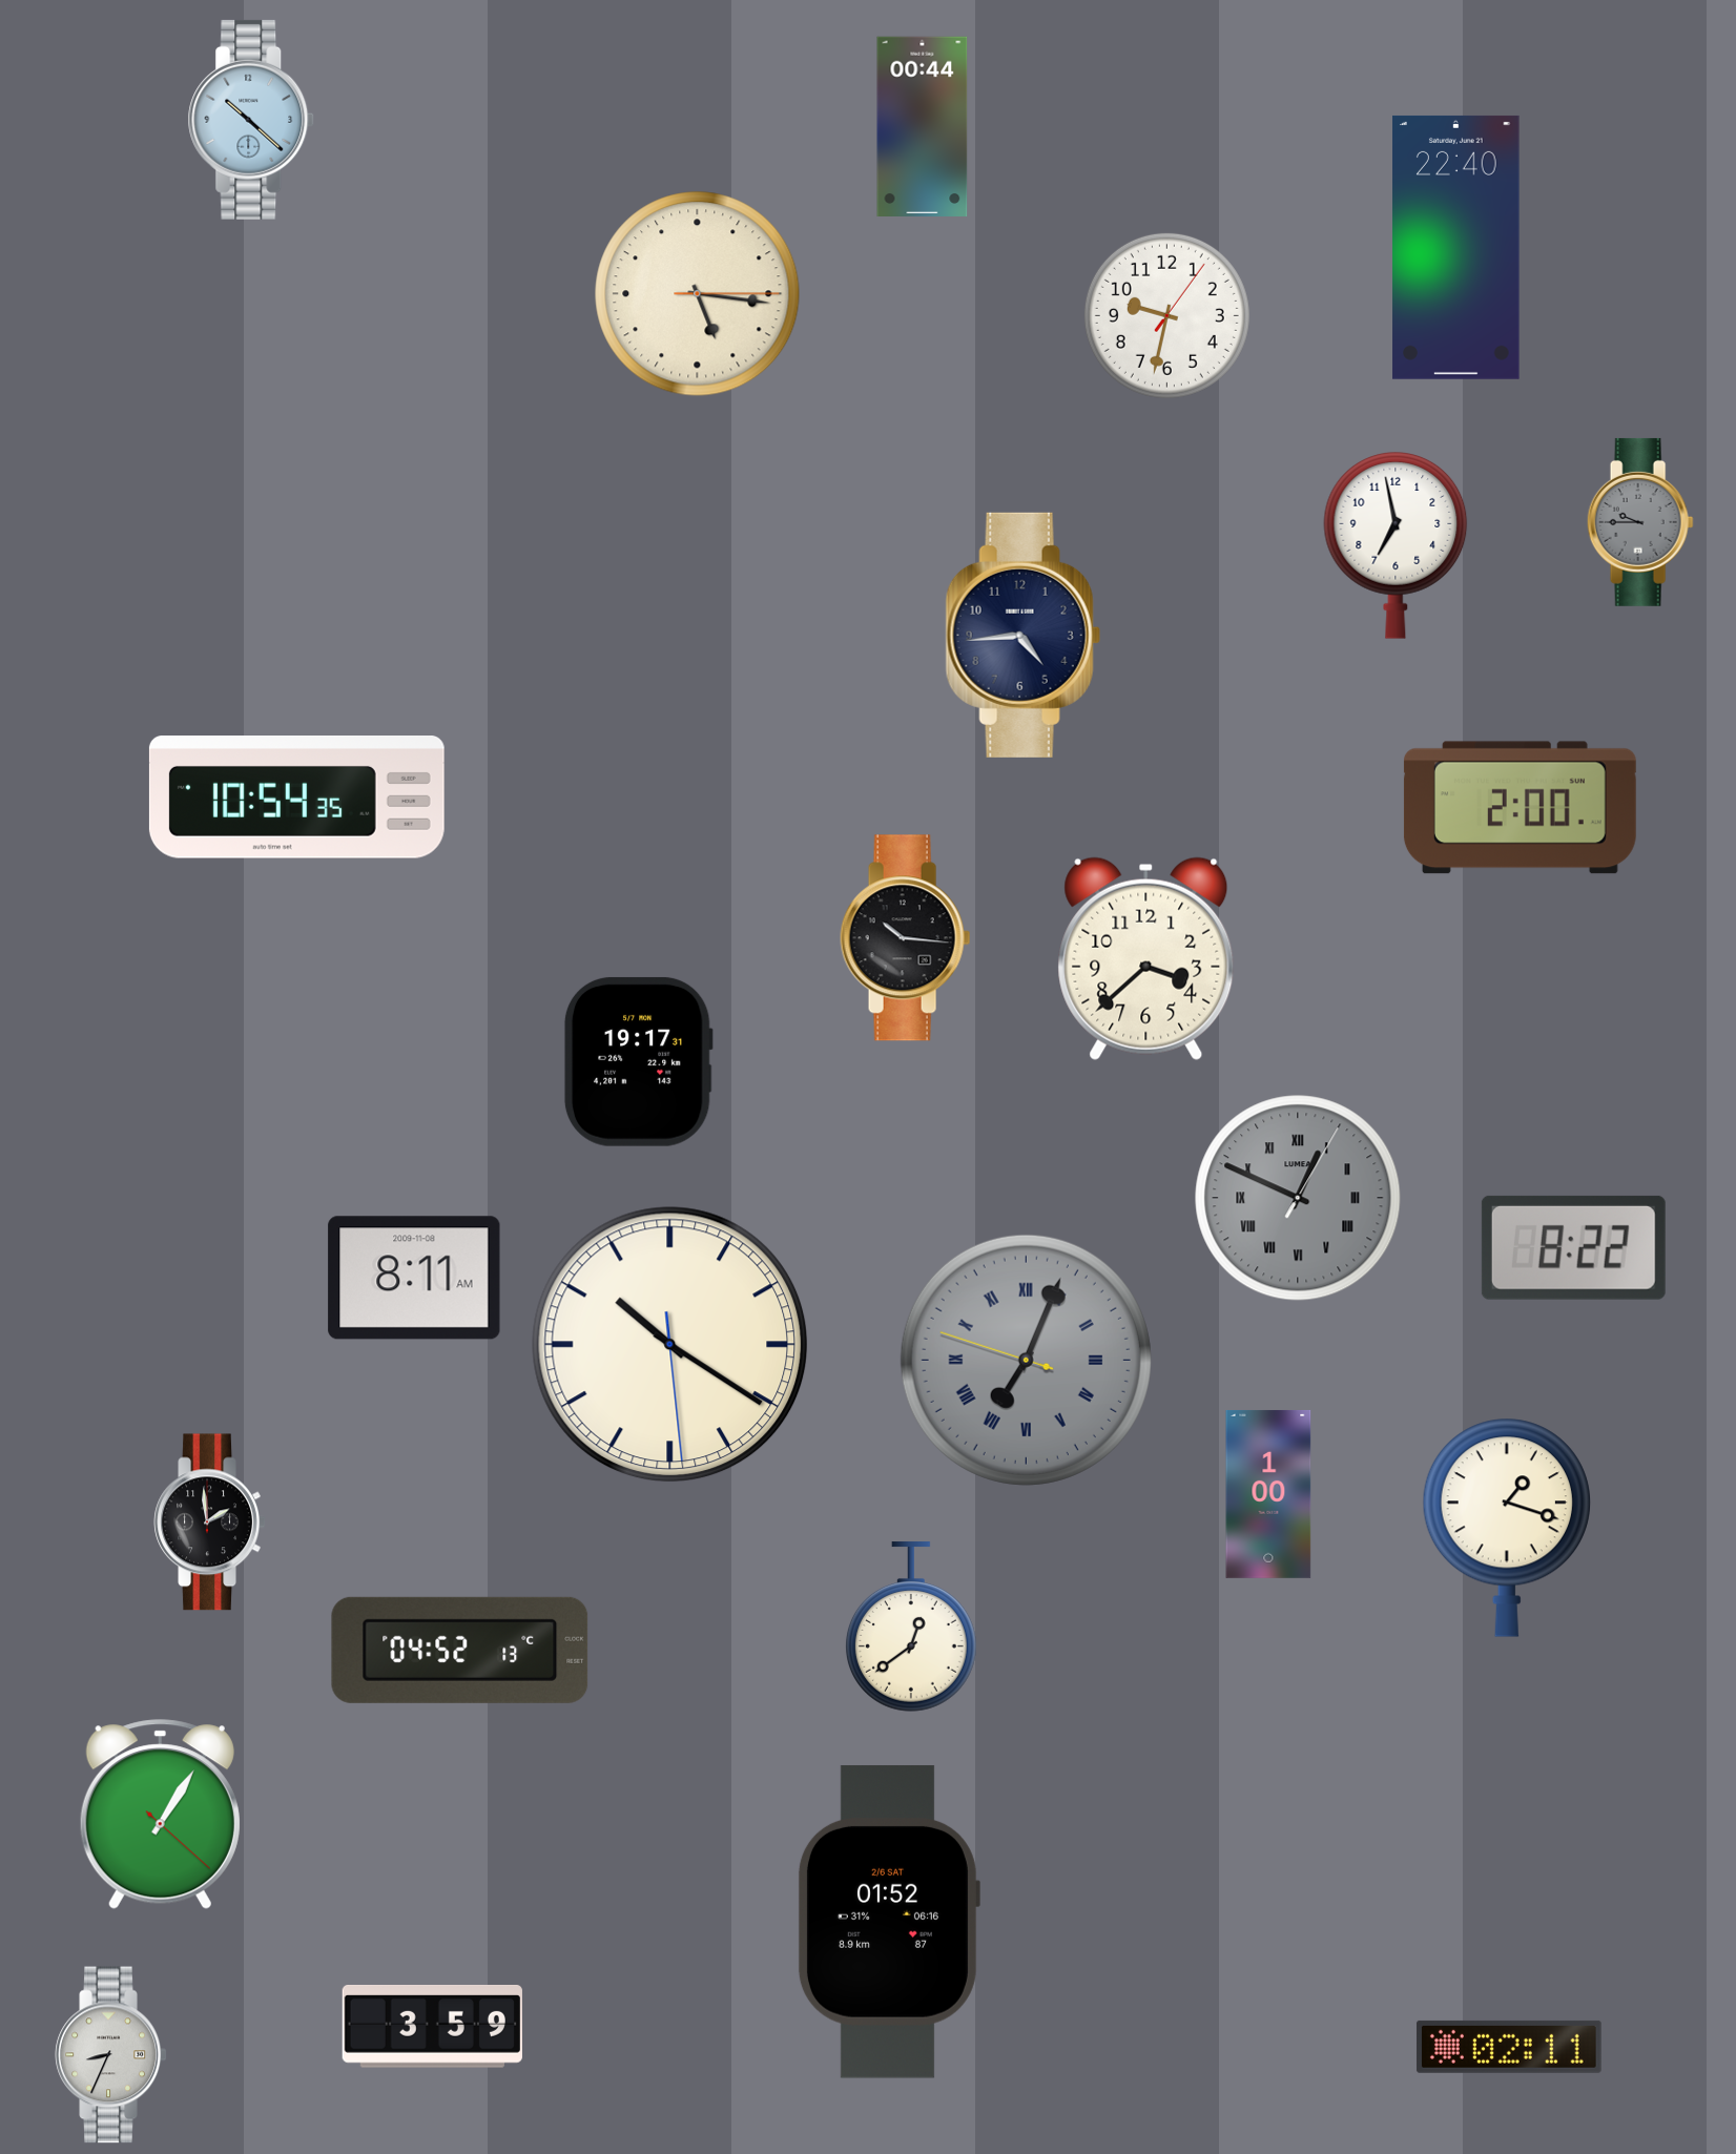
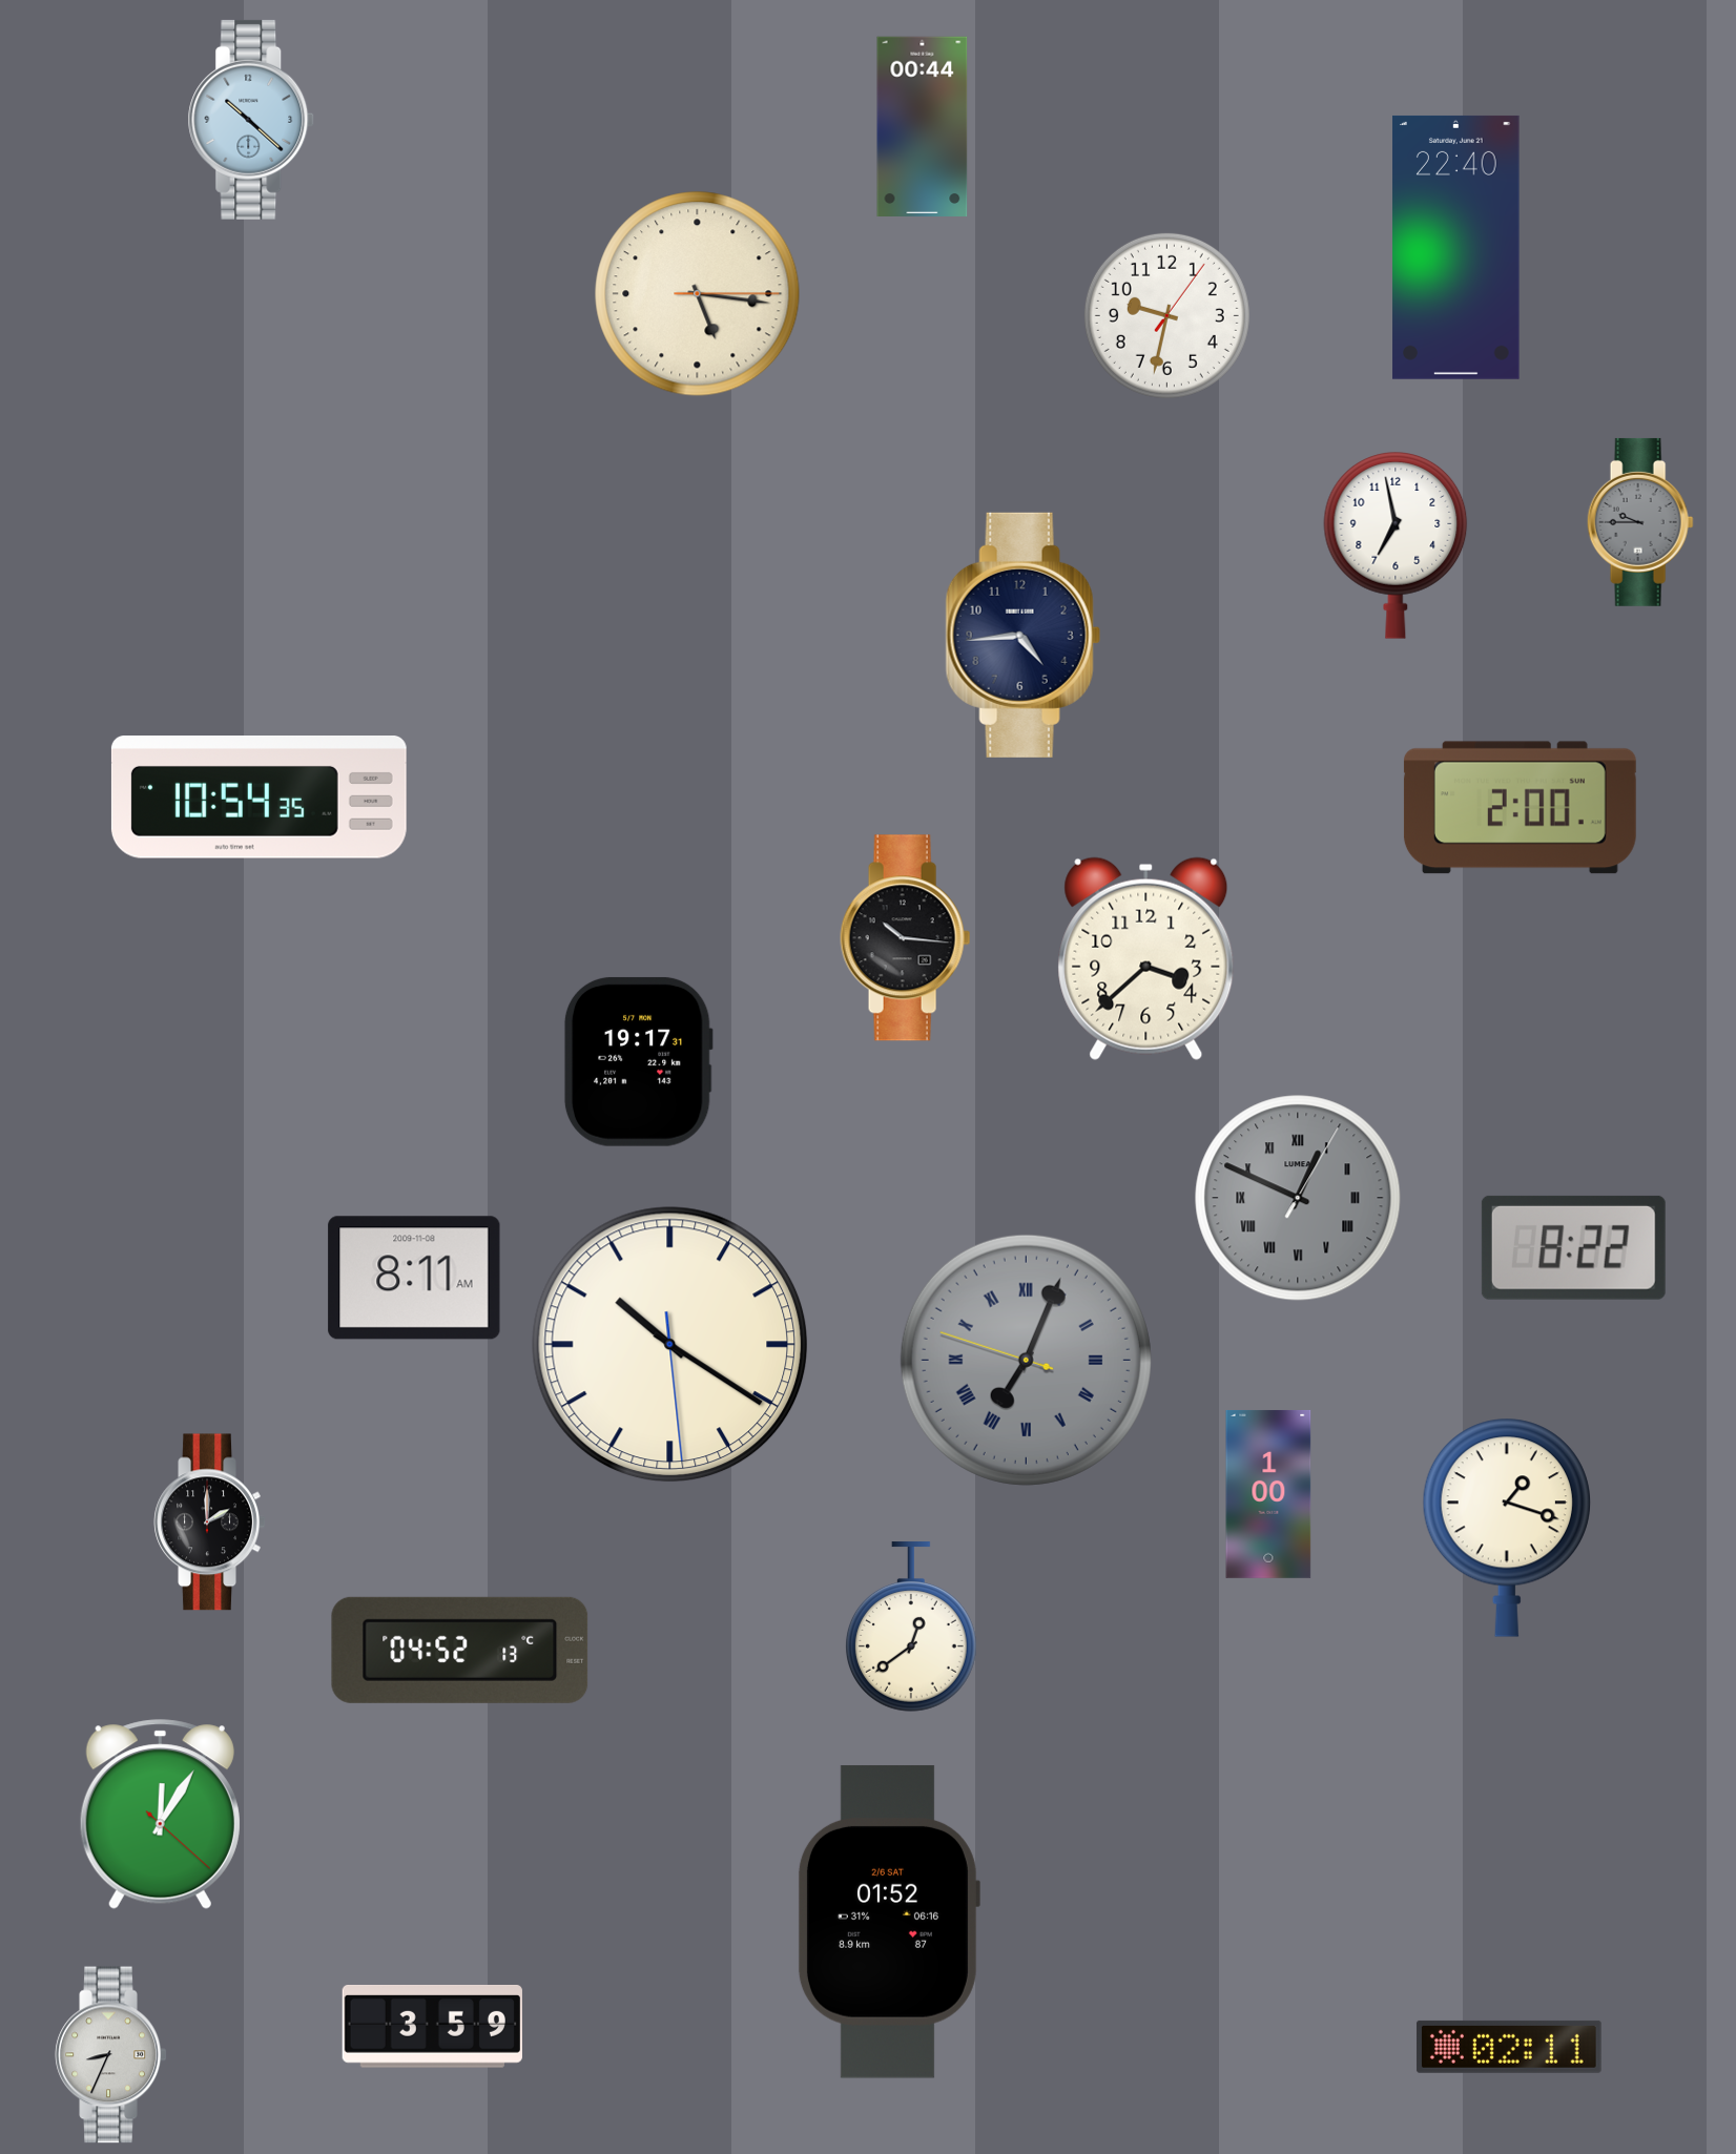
clock at (296, 798) position: (296, 798) -> (259, 798)
clock at (210, 1523): 1:59 -> 2:00
clock at (160, 1815): 1:05 -> 12:05
